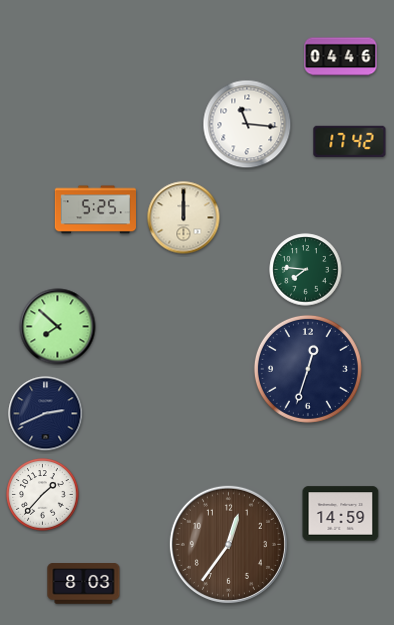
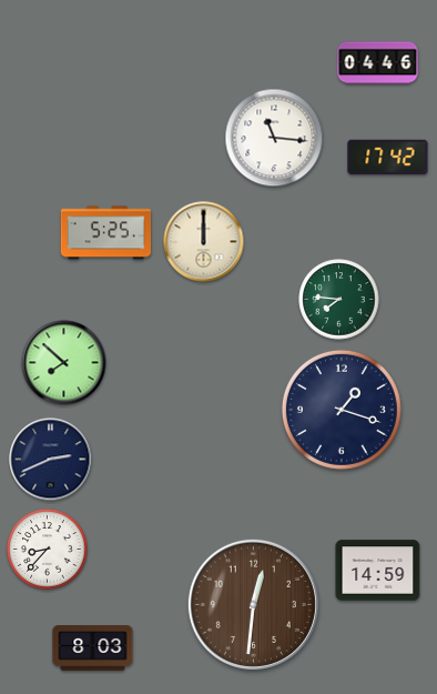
clock at (308, 369): 12:33 -> 1:18
clock at (43, 495): 1:37 -> 8:37
clock at (228, 544): 12:36 -> 12:31
